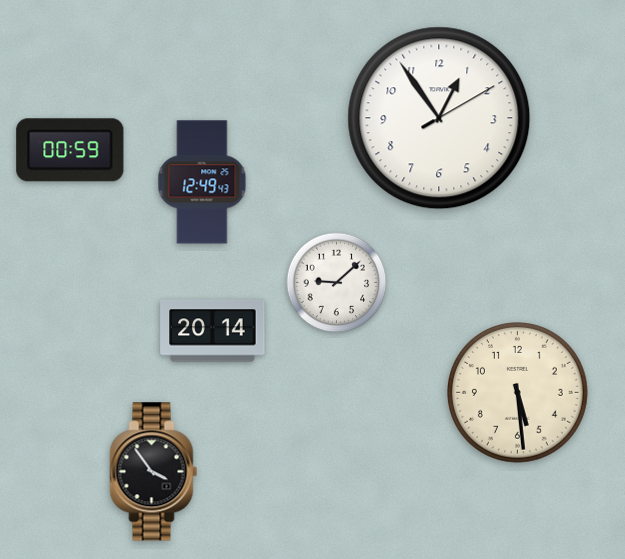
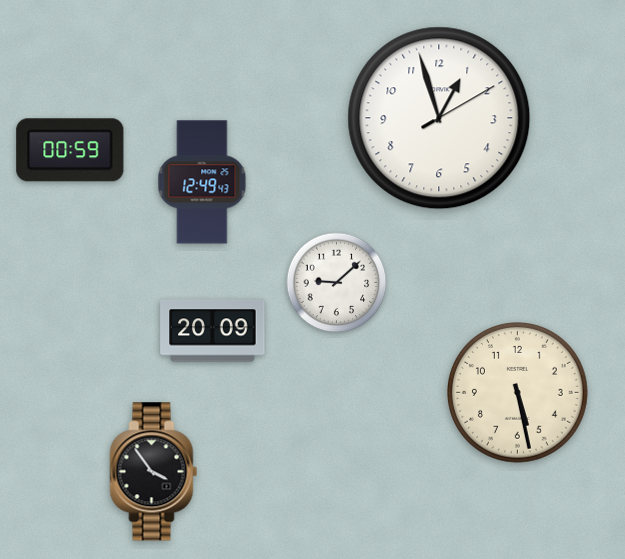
clock at (439, 118): 12:54 -> 12:57
clock at (213, 331): 20:14 -> 20:09
clock at (518, 393): 5:29 -> 5:28
